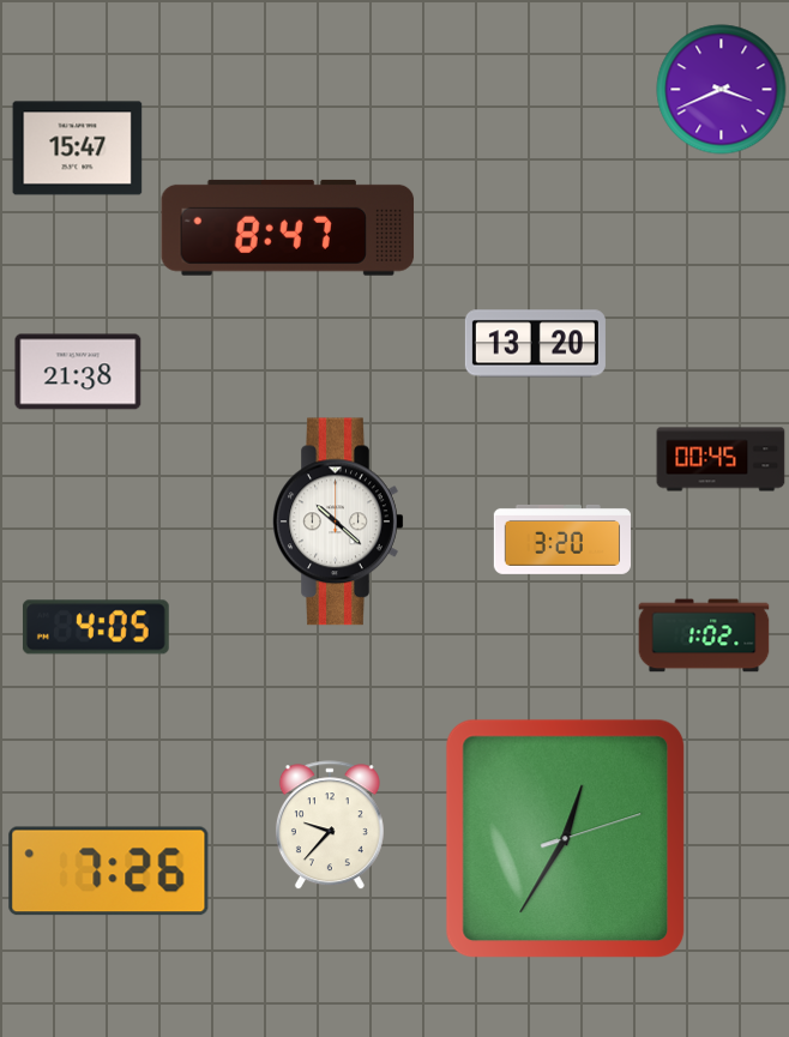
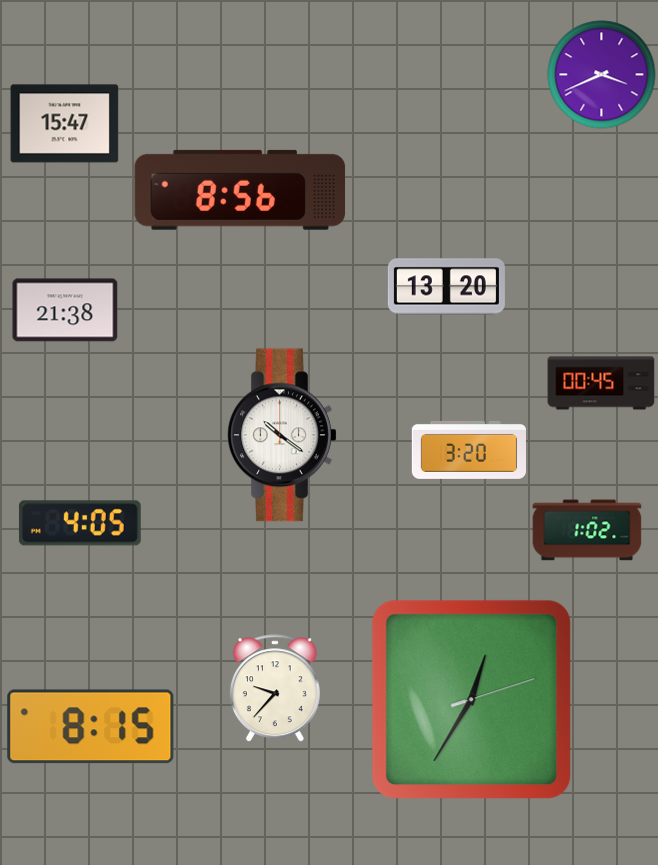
clock at (288, 228): 8:47 -> 8:56
clock at (338, 521): 10:22 -> 10:21
clock at (109, 872): 7:26 -> 8:15
